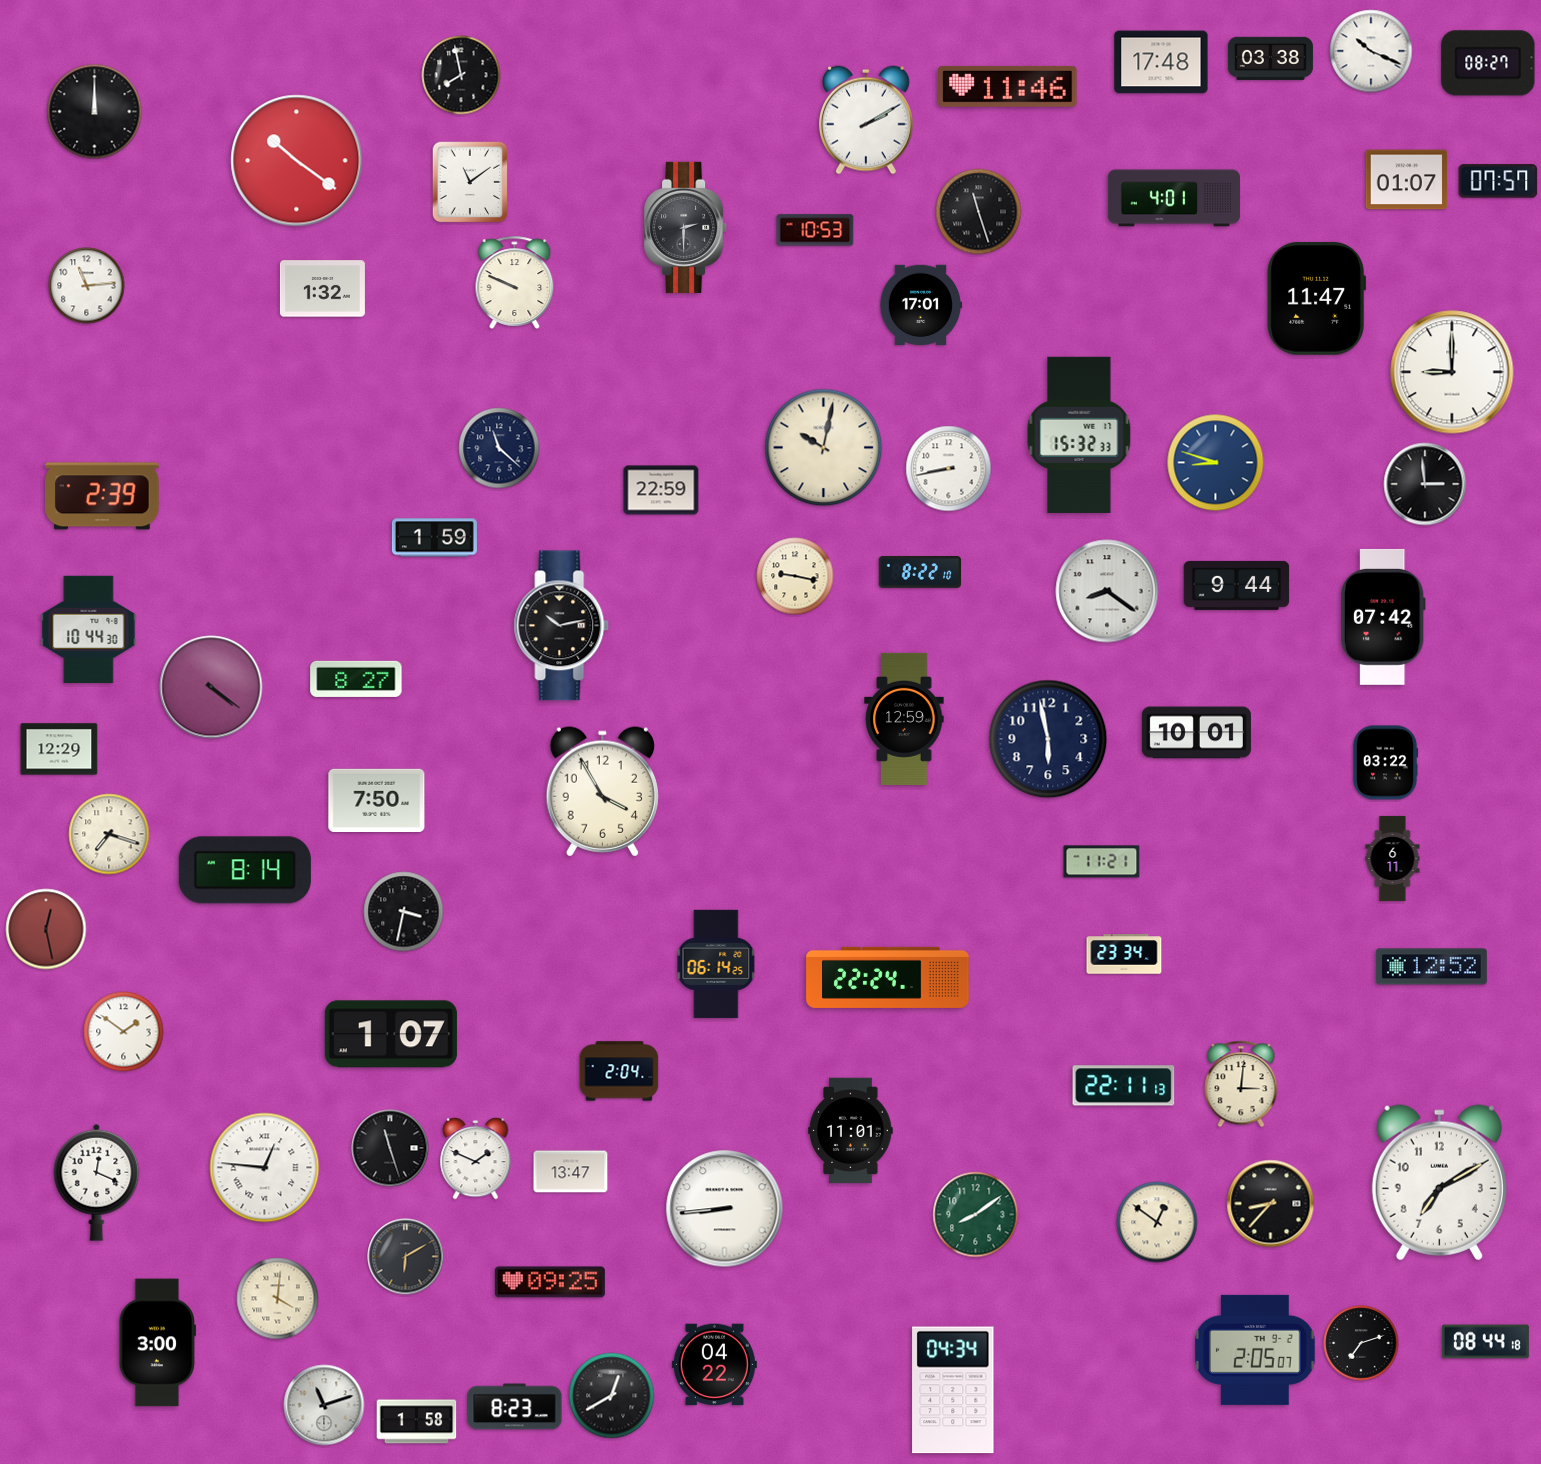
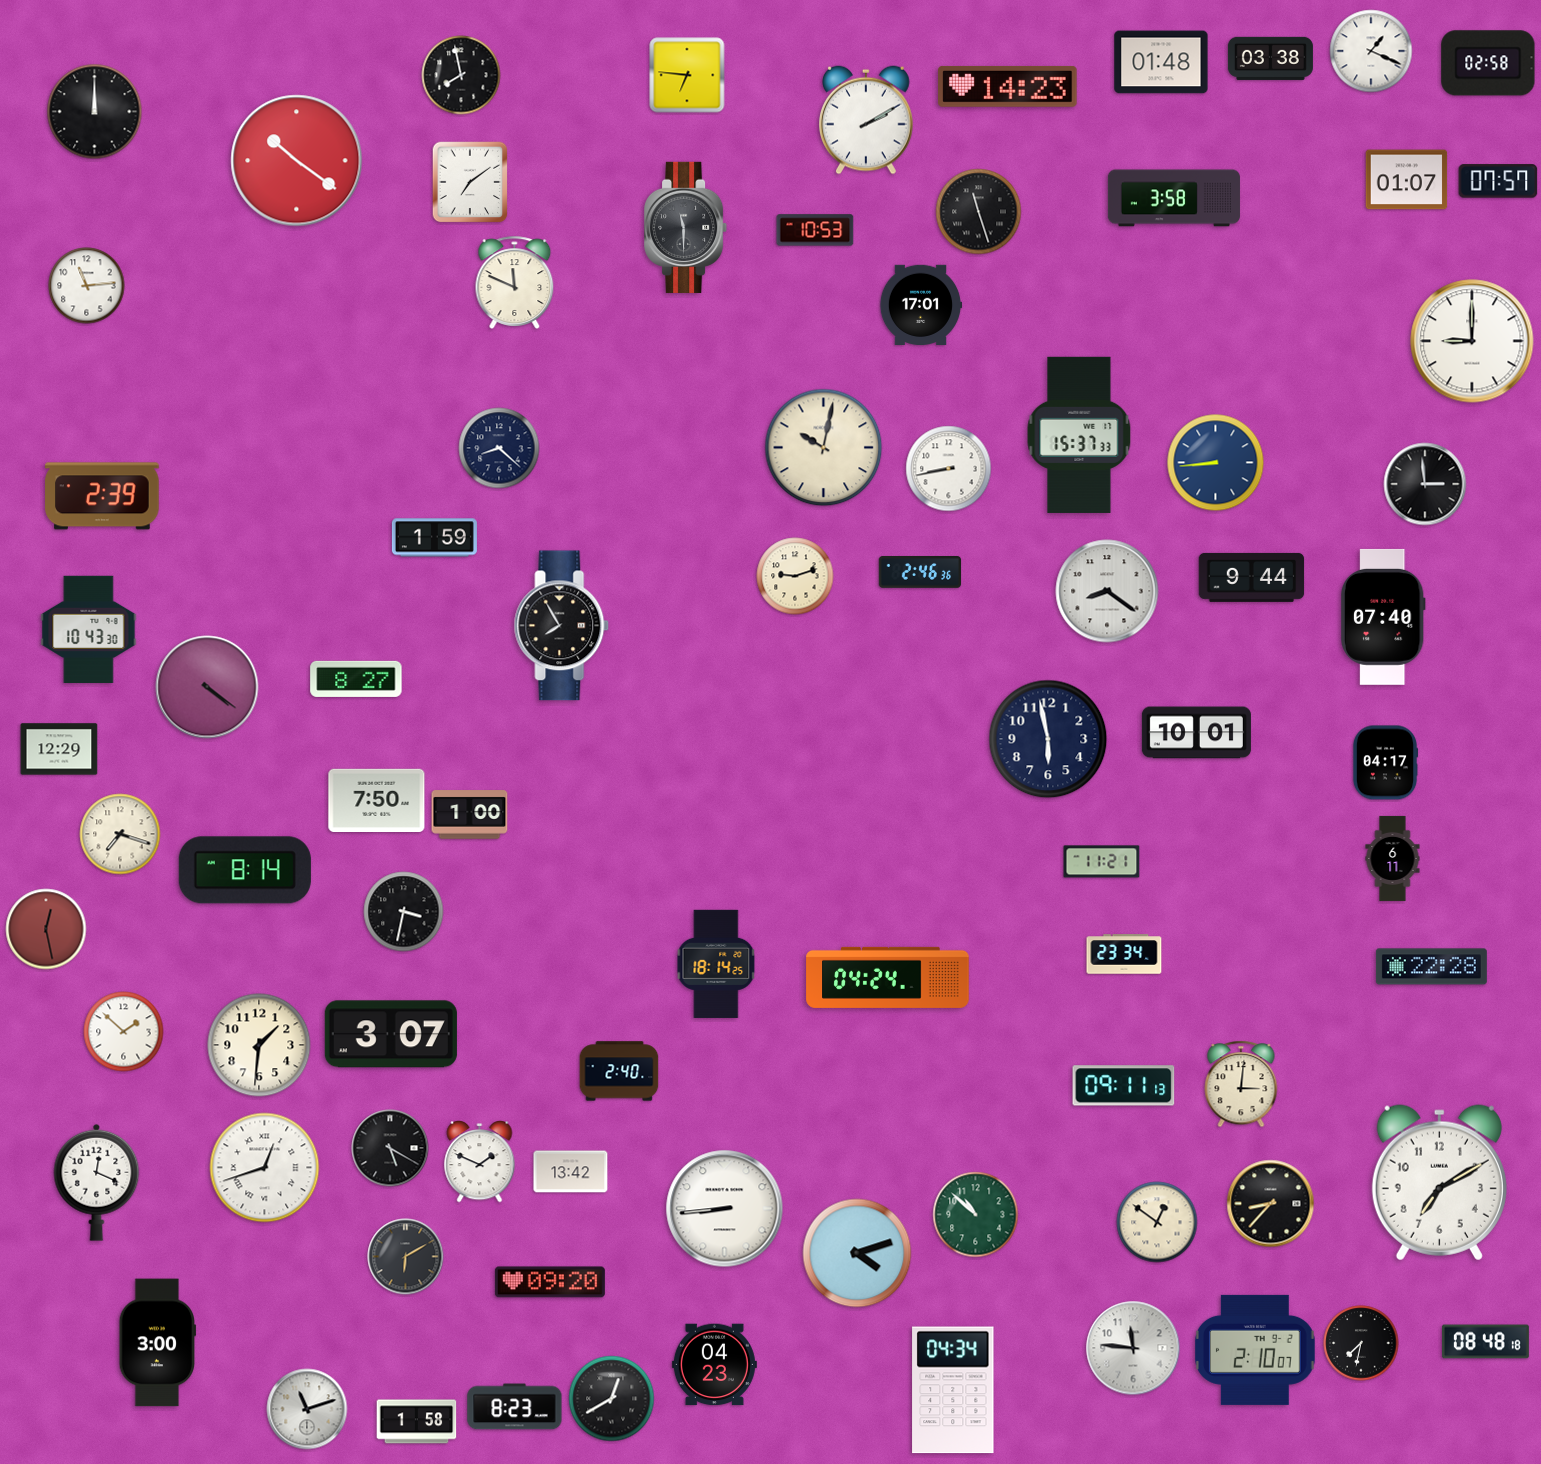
clock at (1371, 51): 10:19 -> 1:19
clock at (1161, 62): 17:48 -> 01:48
clock at (1488, 63): 08:27 -> 02:58
clock at (687, 75): none -> 6:46
clock at (1008, 86): 11:46 -> 14:23
clock at (470, 182): 11:09 -> 7:09
clock at (1174, 198): 4:01 -> 3:58
clock at (687, 227): 2:30 -> 11:30
clock at (515, 282): 9:49 -> 11:49
clock at (322, 289): 1:32 -> none
clock at (1316, 299): 11:47 -> none
clock at (1452, 372) position: (1452, 372) -> (1472, 341)
clock at (1079, 435): 15:32 -> 15:37
clock at (499, 448): 11:22 -> 8:22
clock at (1216, 463): 8:48 -> 8:44
clock at (661, 490): 22:59 -> none
clock at (920, 573): 8:22 -> 2:46
clock at (795, 576): 9:17 -> 9:12
clock at (1237, 585) position: (1237, 585) -> (1252, 577)
clock at (1383, 617): 07:42 -> 07:40
clock at (562, 626): 10:13 -> 7:55
clock at (89, 629): 10:44 -> 10:43
clock at (211, 687) position: (211, 687) -> (207, 687)
clock at (904, 719): 12:59 -> none
clock at (1385, 763): 03:22 -> 04:17
clock at (602, 792): 3:55 -> none
clock at (470, 815): none -> 1:00
clock at (109, 834) position: (109, 834) -> (120, 834)
clock at (716, 964): 06:14 -> 18:14
clock at (1431, 967): 12:52 -> 22:28
clock at (888, 977): 22:24 -> 04:24
clock at (124, 1032): 1:51 -> 1:52
clock at (391, 1034): 1:07 -> 3:07
clock at (259, 1045): none -> 1:31
clock at (619, 1071): 2:04 -> 2:40
clock at (1124, 1086): 22:11 -> 09:11
clock at (851, 1131): 11:01 -> none
clock at (390, 1148): 11:27 -> 5:20
clock at (476, 1159) position: (476, 1159) -> (480, 1162)
clock at (265, 1168): 12:46 -> 12:42
clock at (571, 1172): 13:47 -> 13:42
clock at (976, 1215): 8:09 -> 10:52
clock at (857, 1253): none -> 4:12
clock at (550, 1282): 09:25 -> 09:20
clock at (278, 1299): 4:01 -> none
clock at (1485, 1342): 08:44 -> 08:48
clock at (1361, 1343): 7:12 -> 7:32
clock at (1133, 1348): none -> 11:46
clock at (1256, 1350): 2:05 -> 2:10
clock at (714, 1365): 04:22 -> 04:23
clock at (612, 1396) position: (612, 1396) -> (612, 1399)
clock at (324, 1405) position: (324, 1405) -> (307, 1409)
